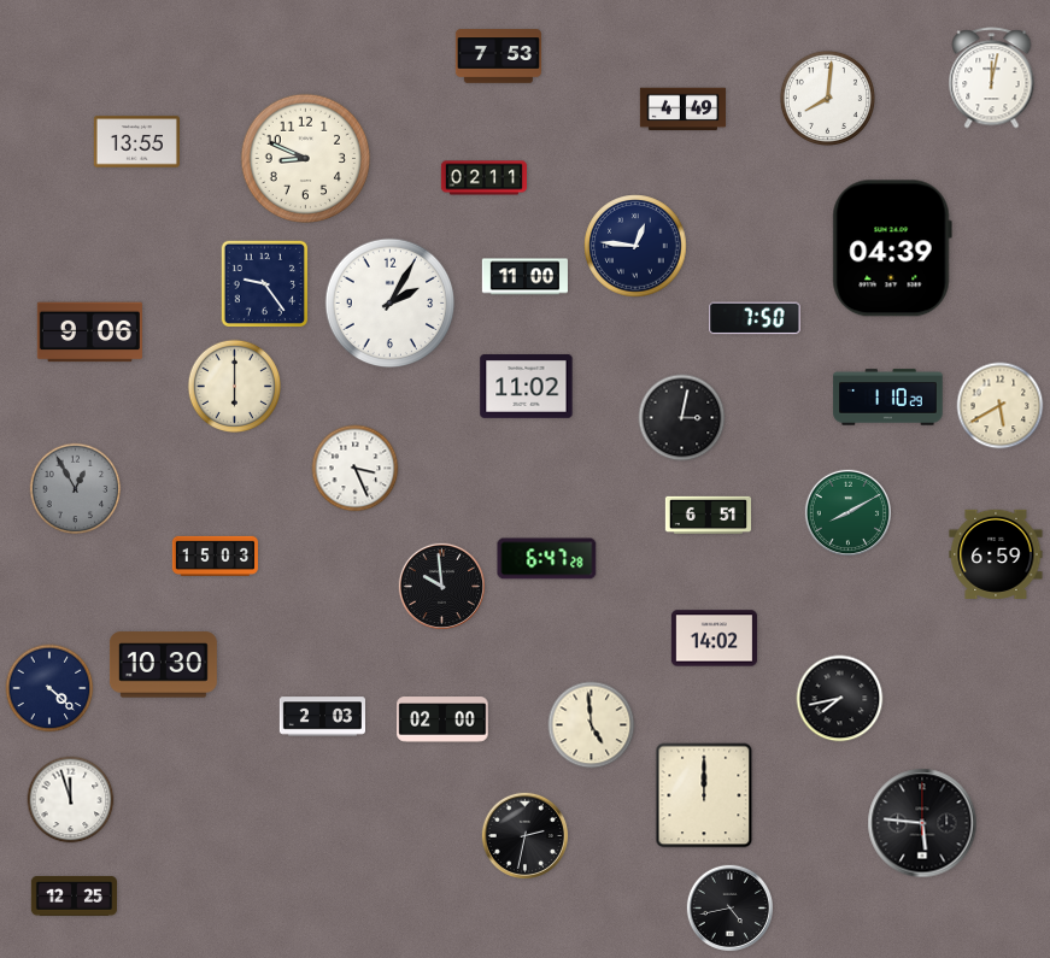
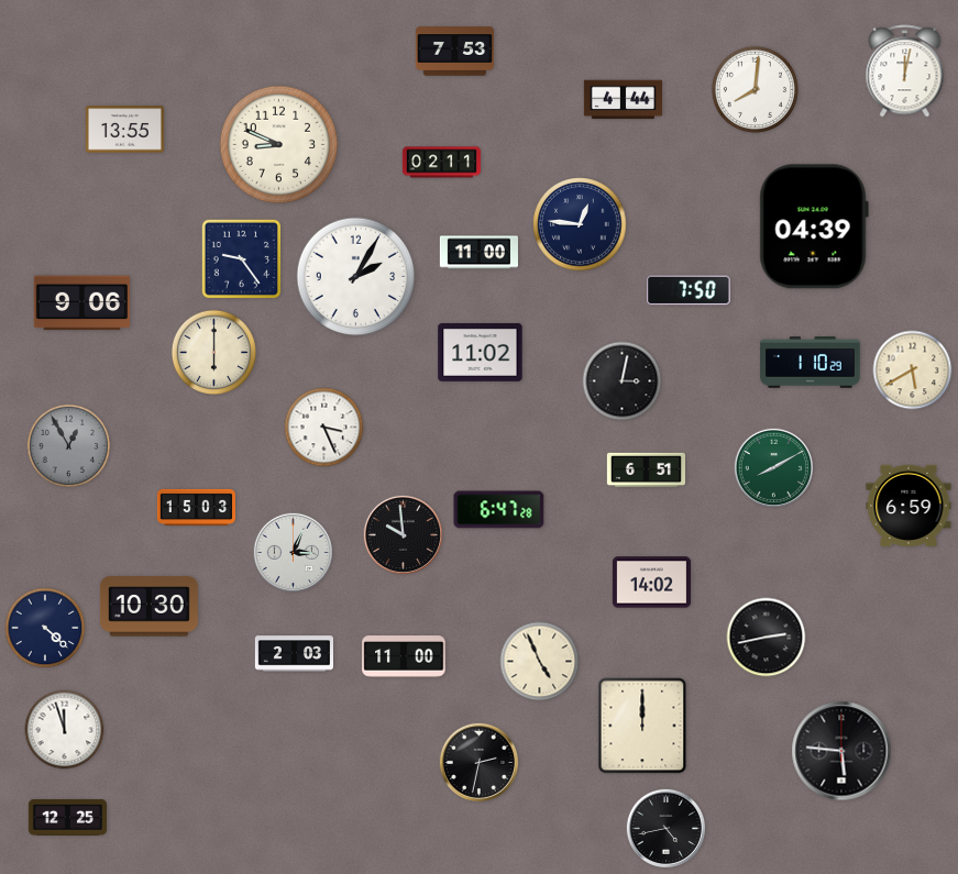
clock at (682, 110): 4:49 -> 4:44
clock at (293, 552): none -> 3:04
clock at (840, 699): 7:43 -> 2:43
clock at (442, 719): 02:00 -> 11:00
clock at (592, 725): 4:59 -> 4:56
